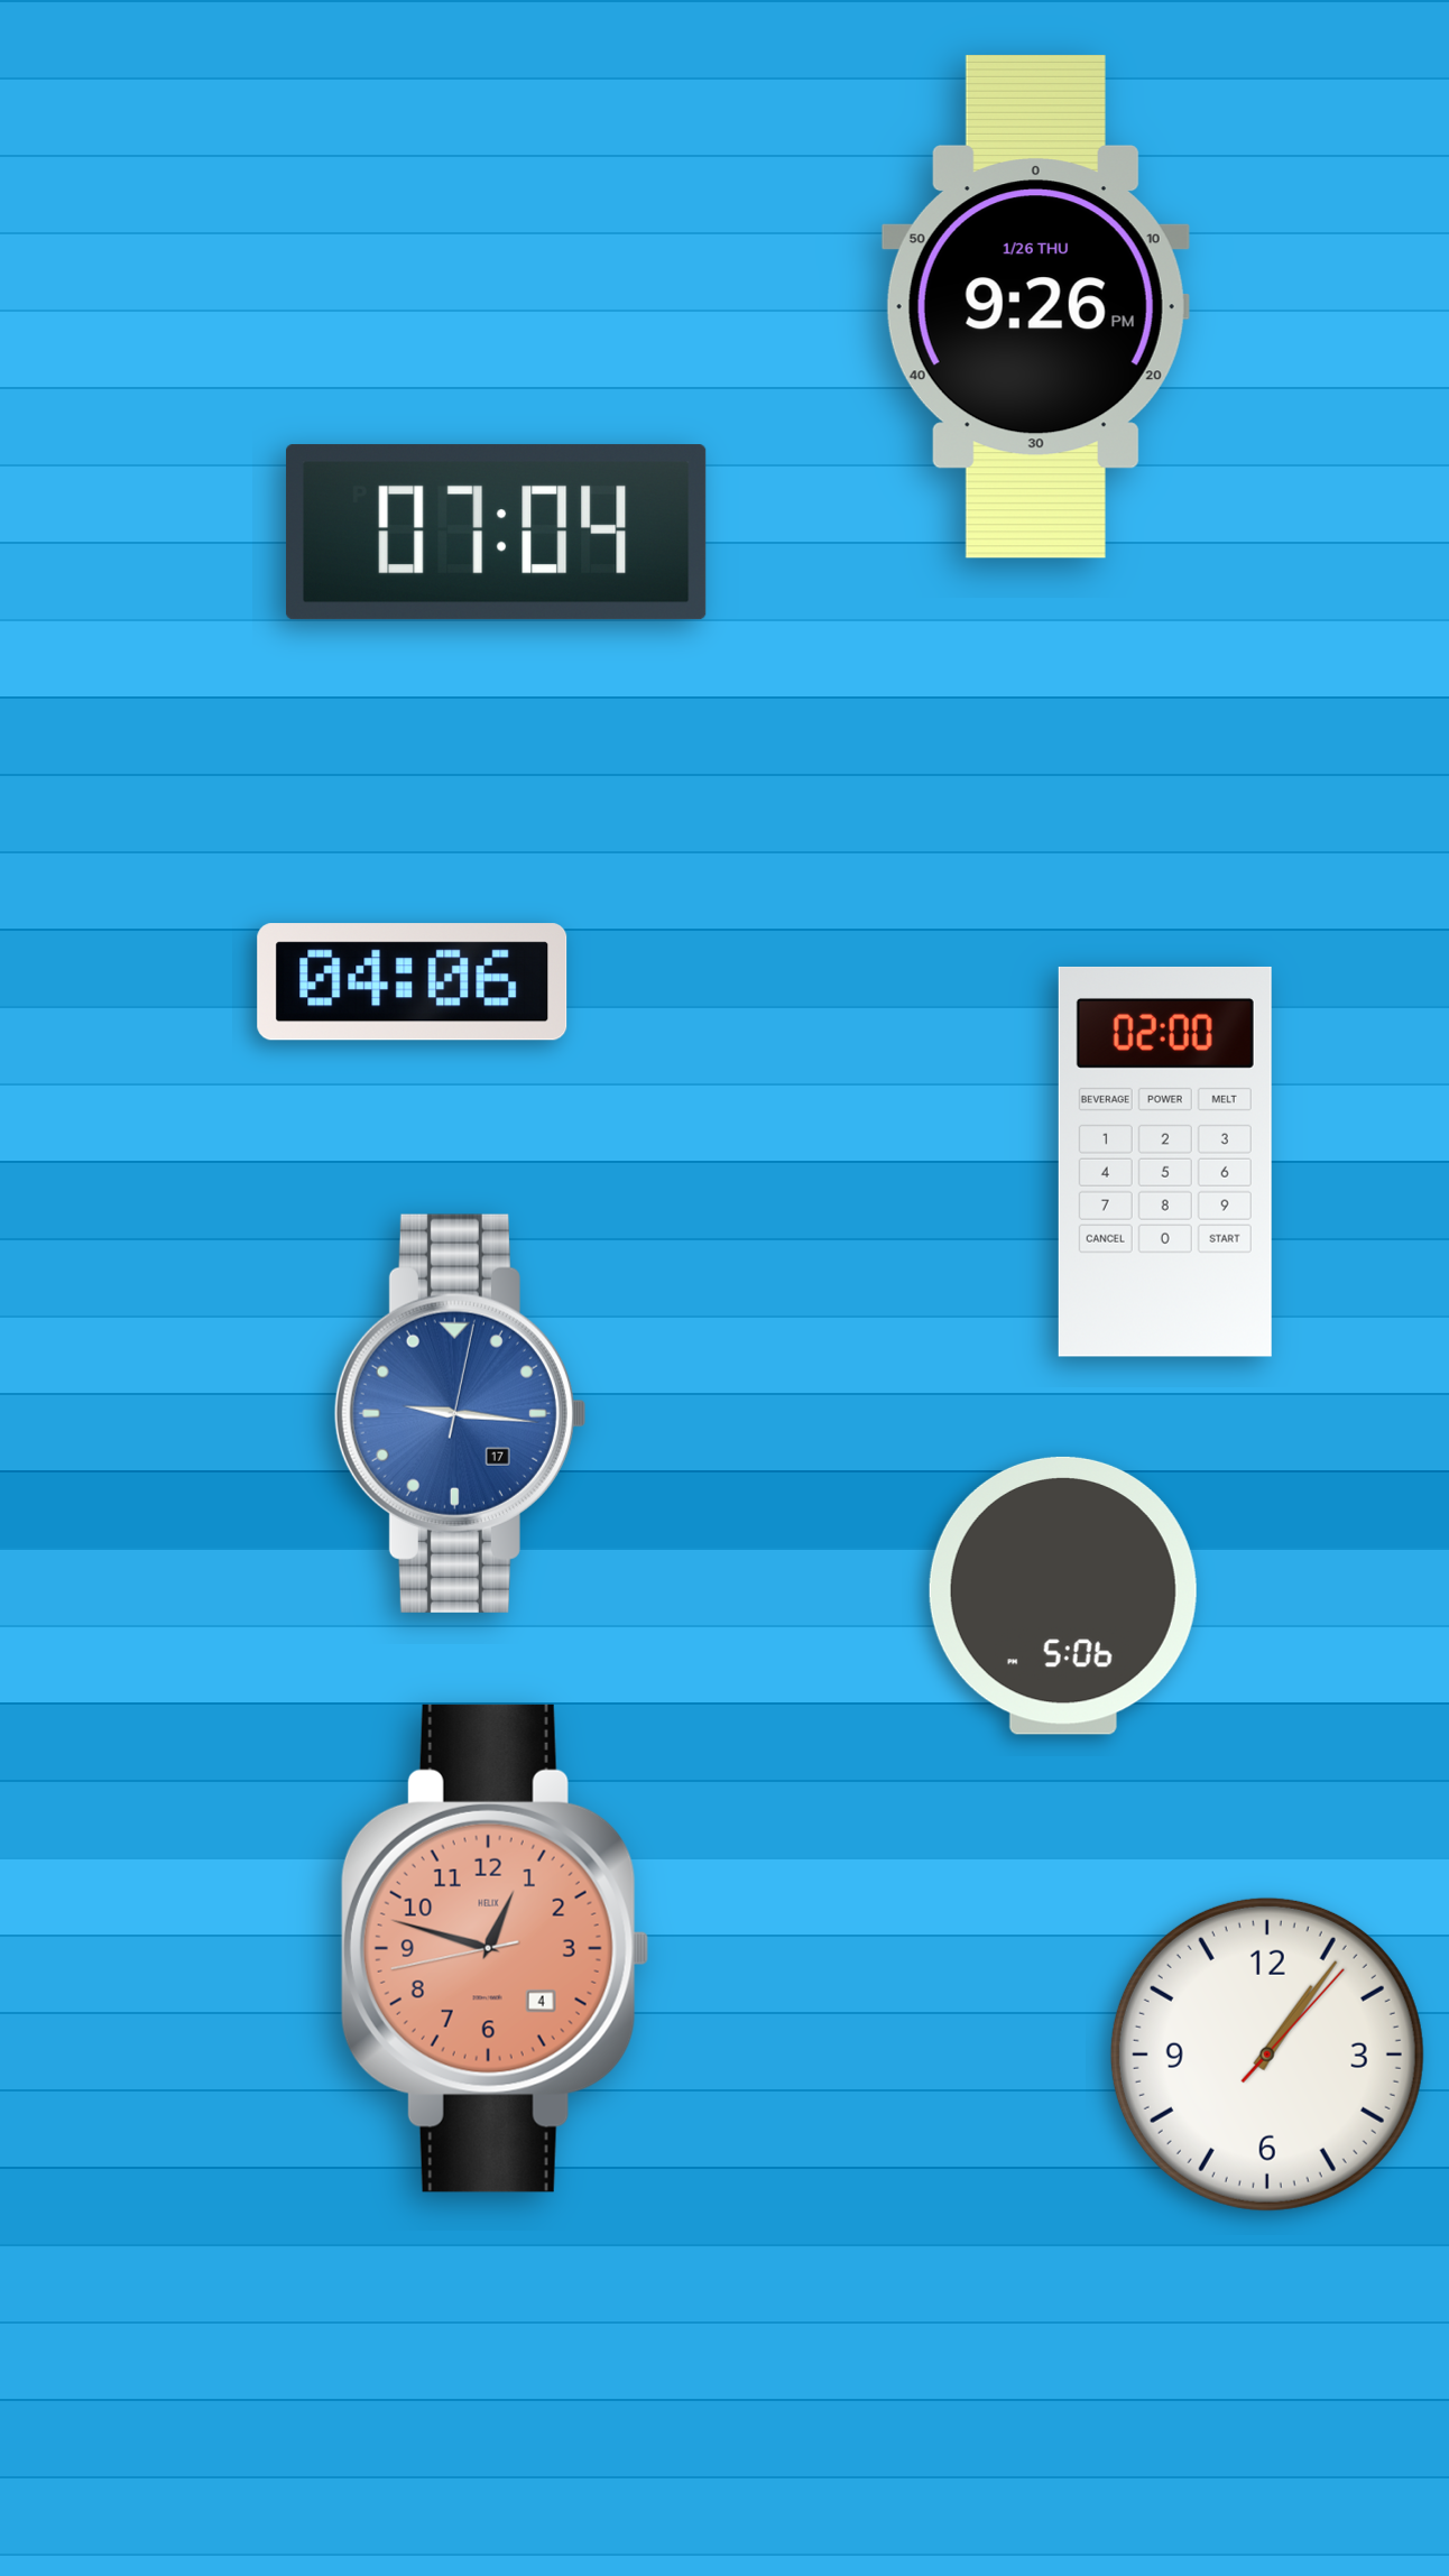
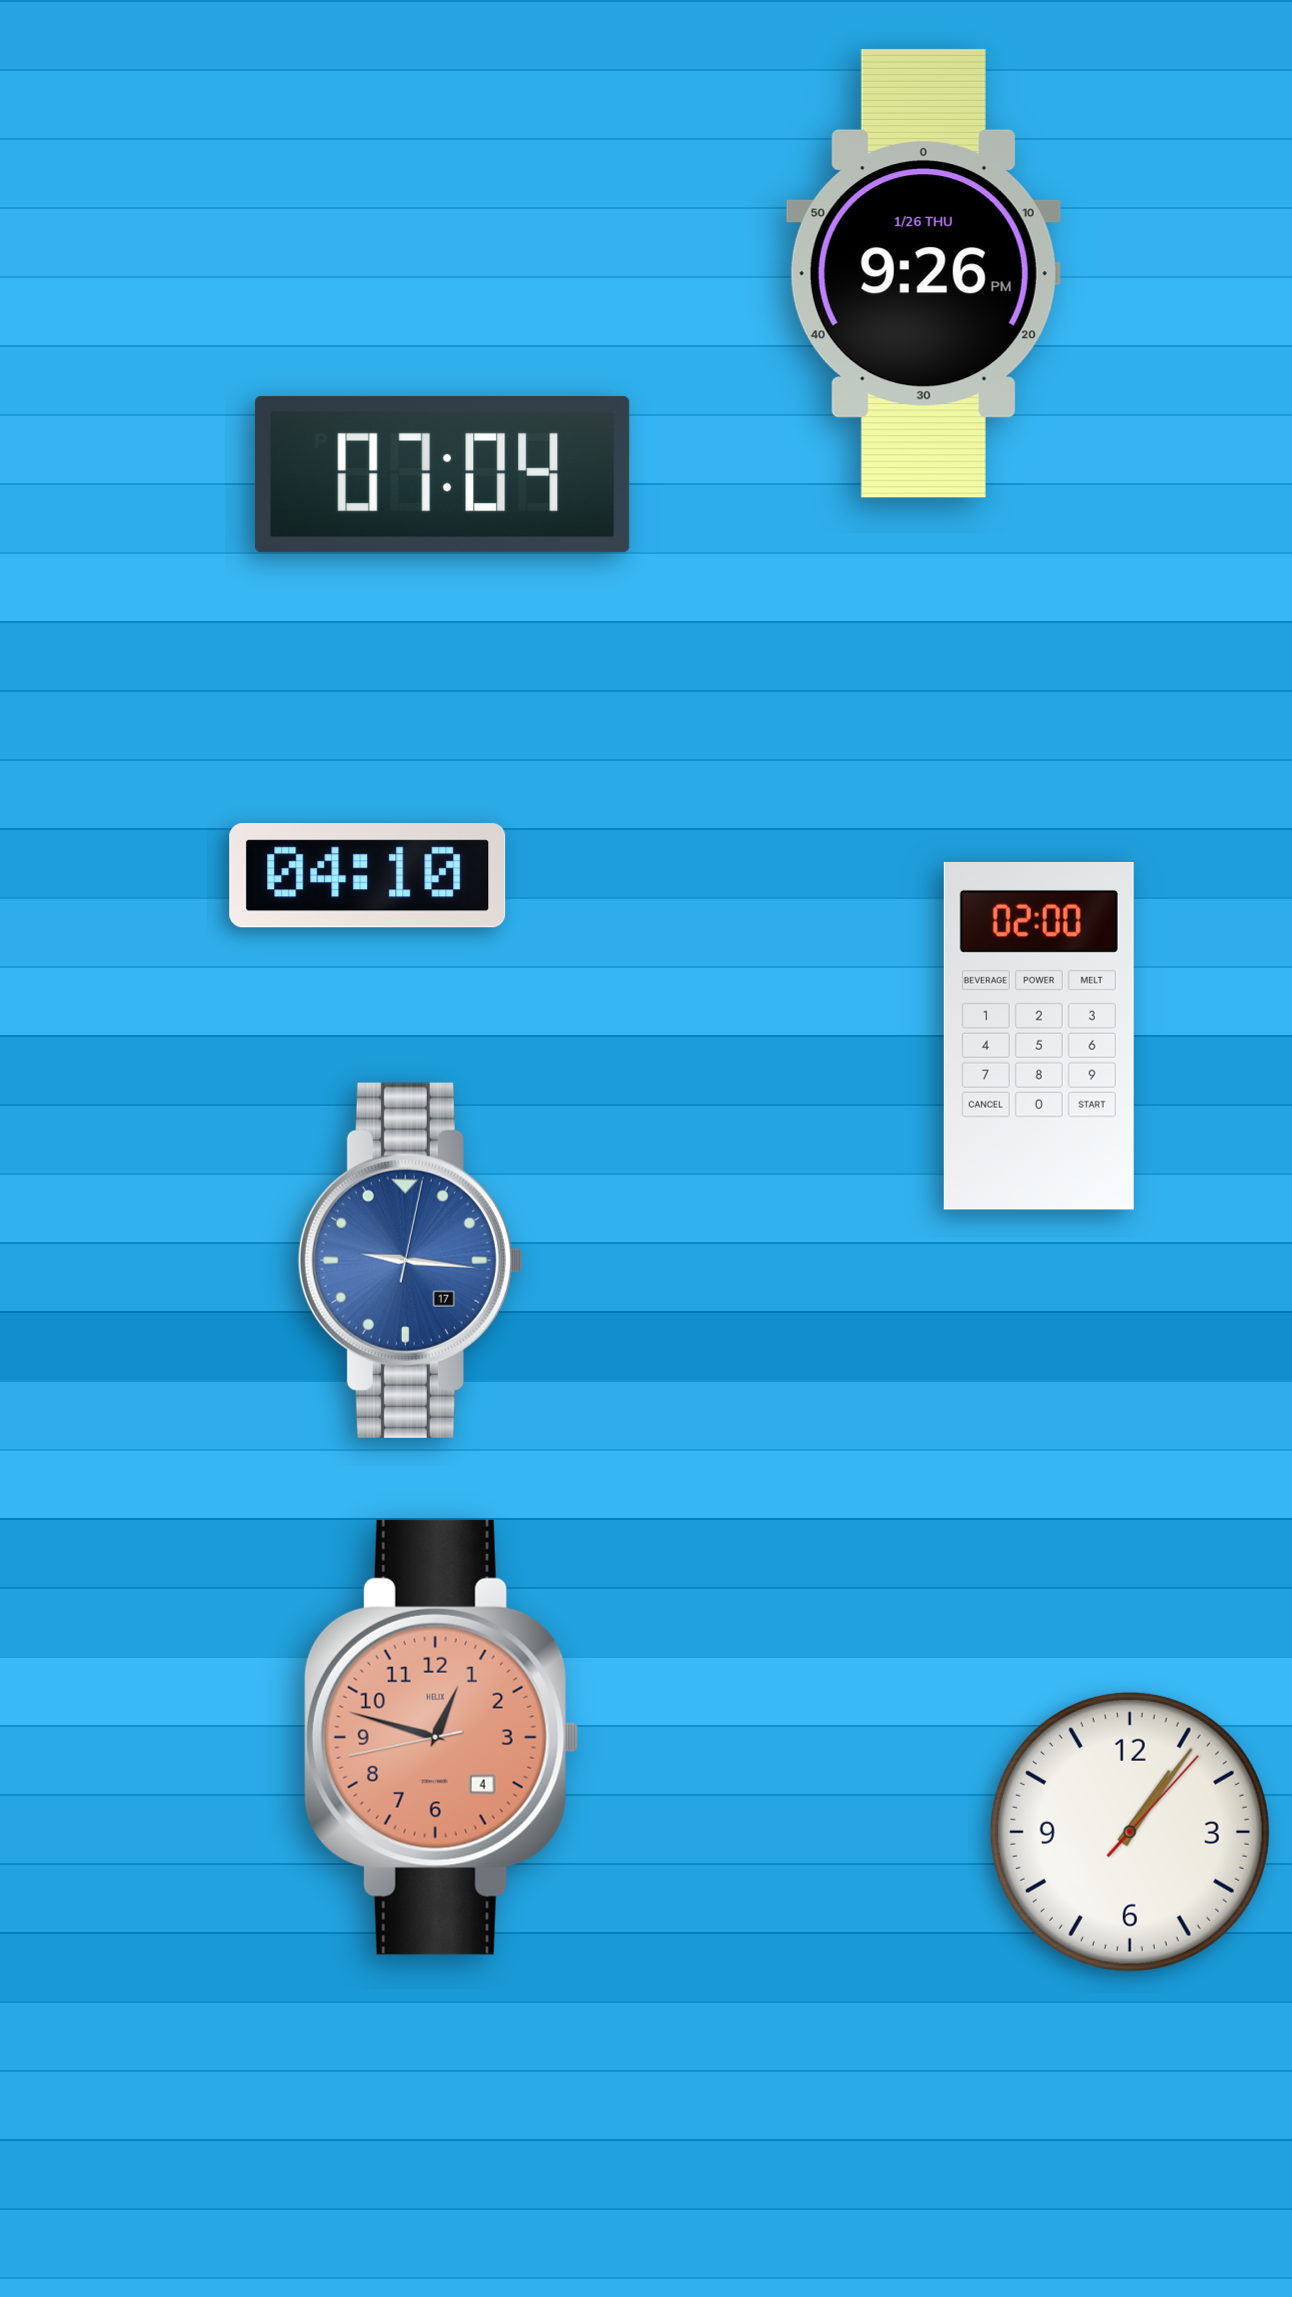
clock at (413, 982): 04:06 -> 04:10
clock at (1063, 1596): 5:06 -> none
